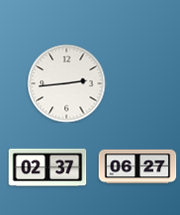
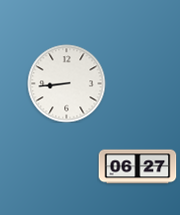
clock at (66, 83): 2:44 -> 8:44
clock at (47, 168): 02:37 -> none
